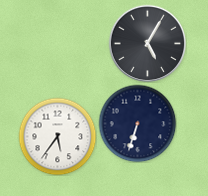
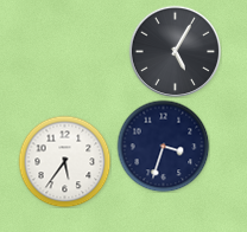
clock at (137, 123): 6:33 -> 3:33
clock at (57, 136) position: (57, 136) -> (64, 161)
